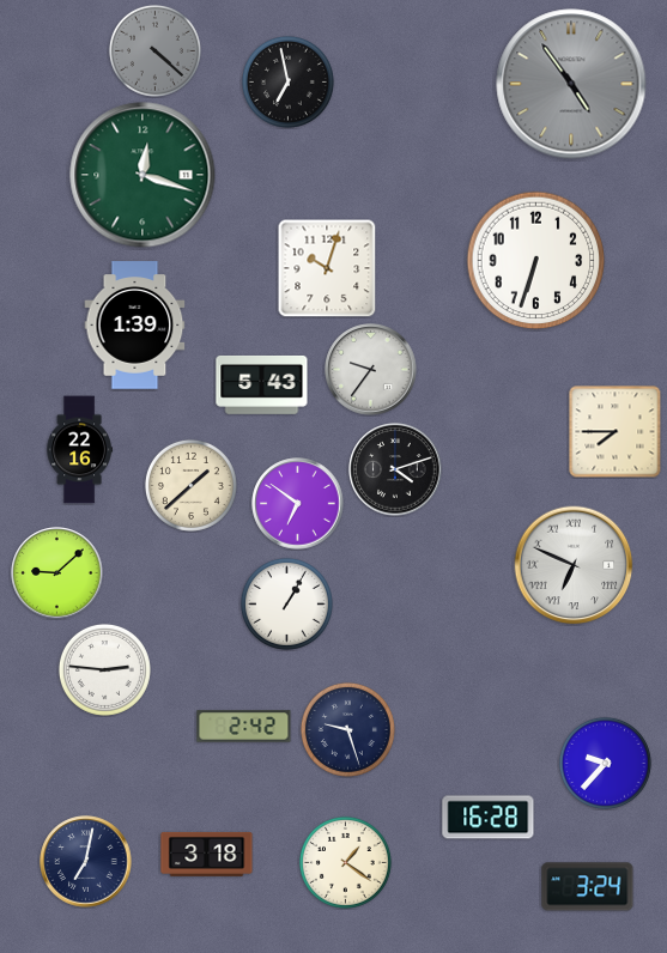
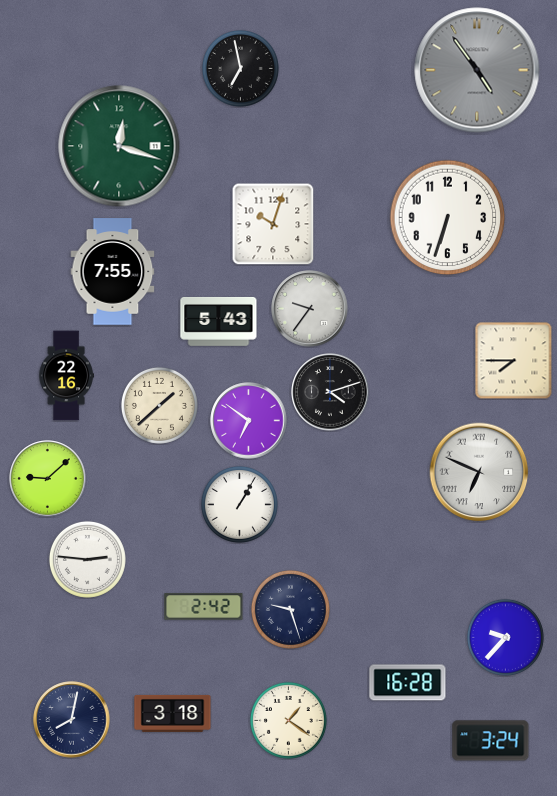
clock at (154, 50): 4:22 -> none
clock at (135, 326): 1:39 -> 7:55
clock at (86, 862): 7:02 -> 8:02
